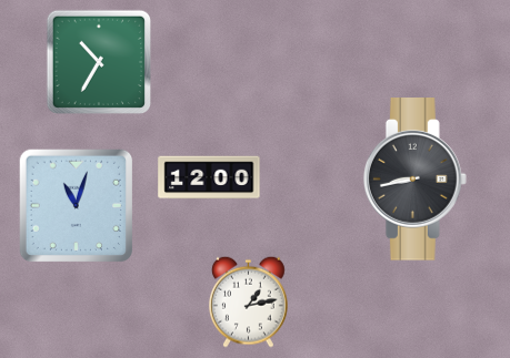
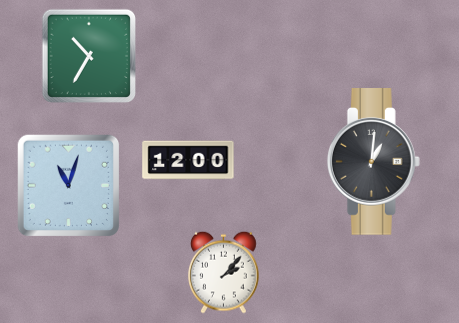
clock at (414, 180): 8:43 -> 1:01
clock at (249, 301): 1:13 -> 2:07
